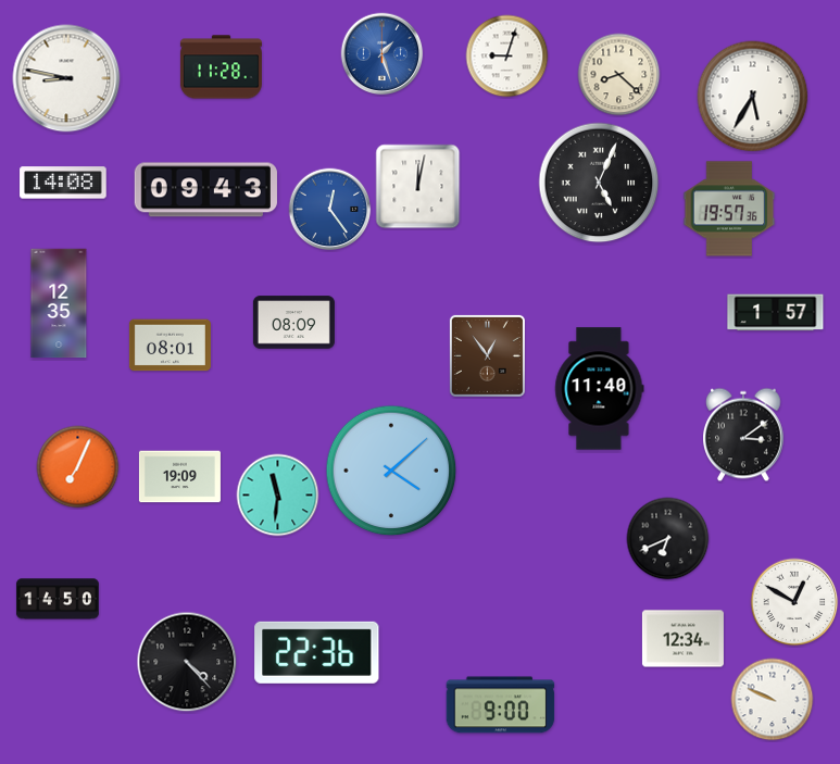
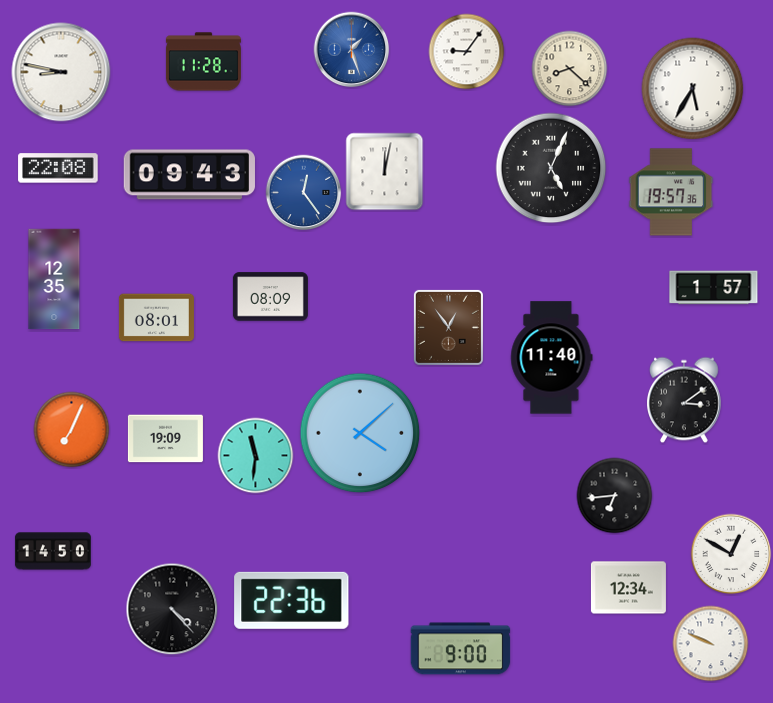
clock at (507, 57): 9:03 -> 9:06
clock at (63, 183): 14:08 -> 22:08
clock at (668, 539): 6:41 -> 6:44
